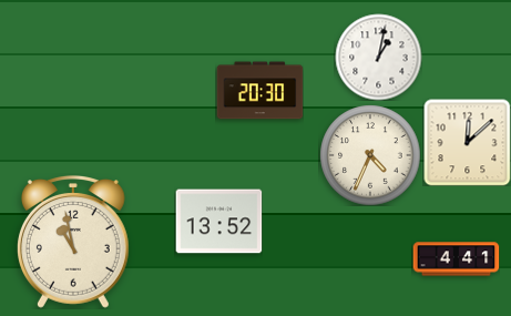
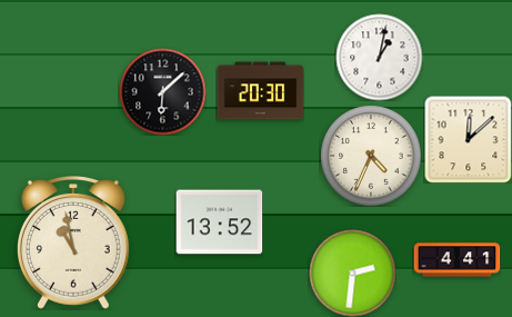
clock at (162, 91): none -> 6:08
clock at (467, 142) position: (467, 142) -> (468, 139)
clock at (352, 273): none -> 2:31
